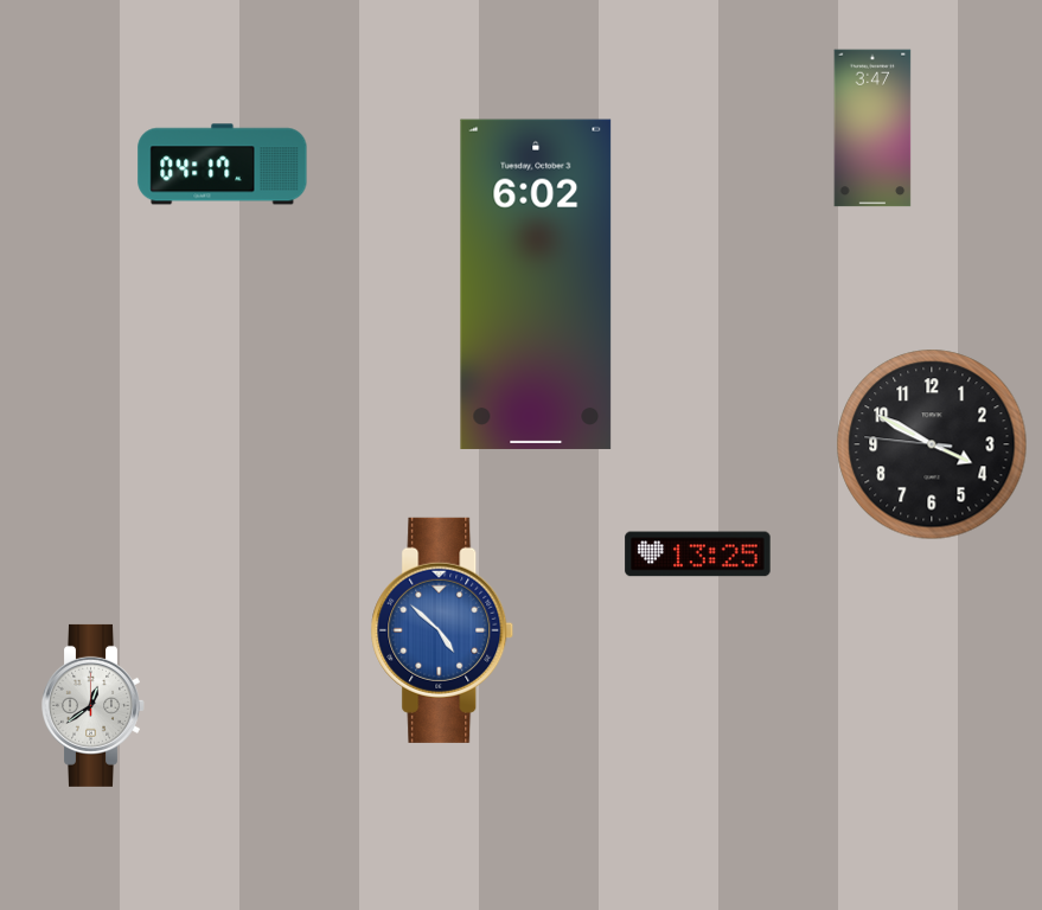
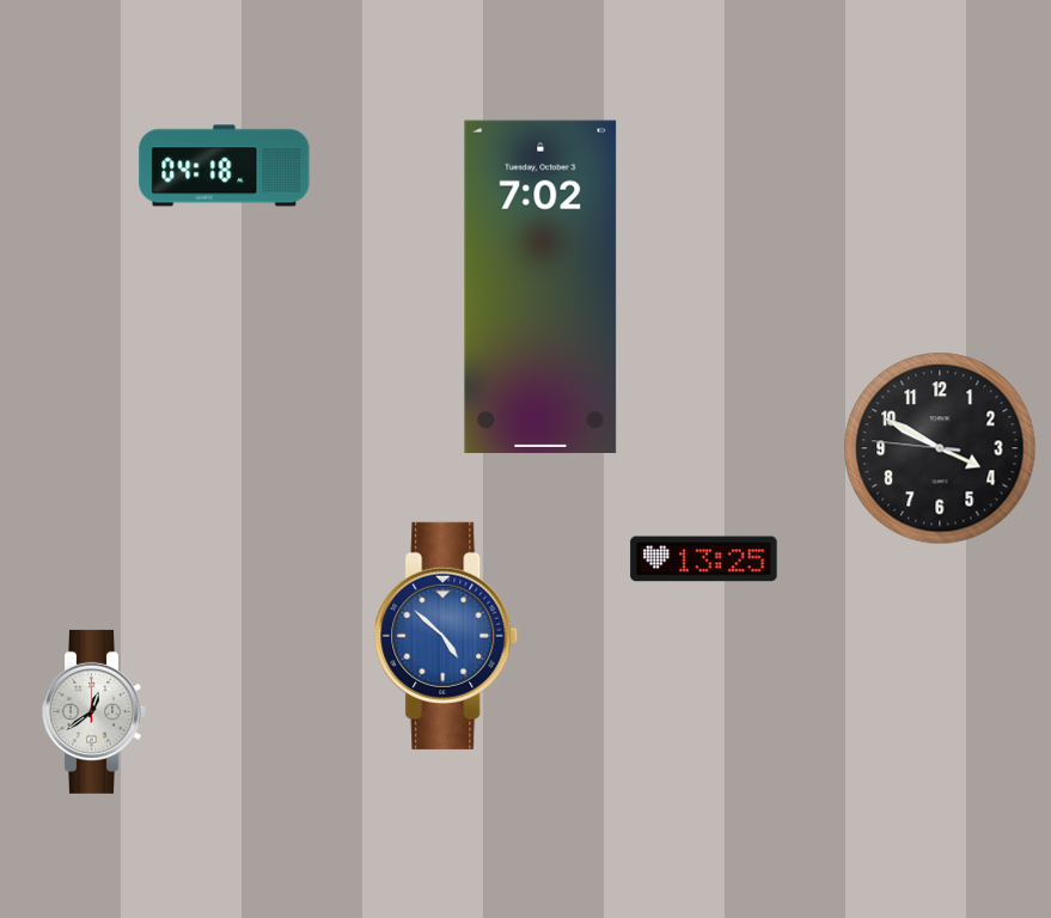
clock at (872, 128): 3:47 -> none
clock at (223, 165): 04:17 -> 04:18
clock at (536, 283): 6:02 -> 7:02
